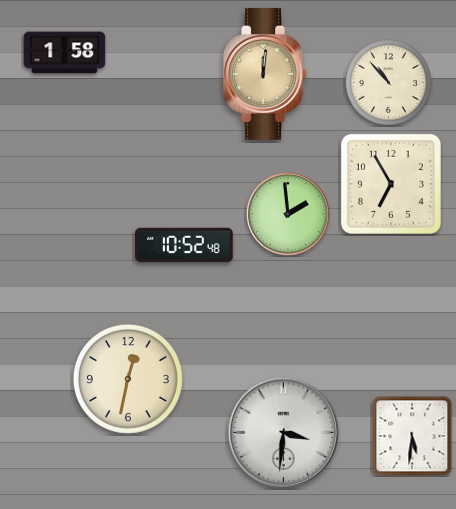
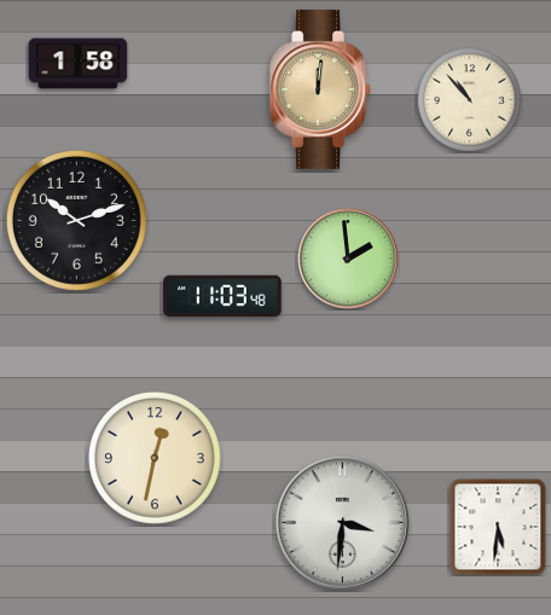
clock at (76, 220): none -> 10:12
clock at (391, 184): 6:55 -> none
clock at (184, 245): 10:52 -> 11:03
